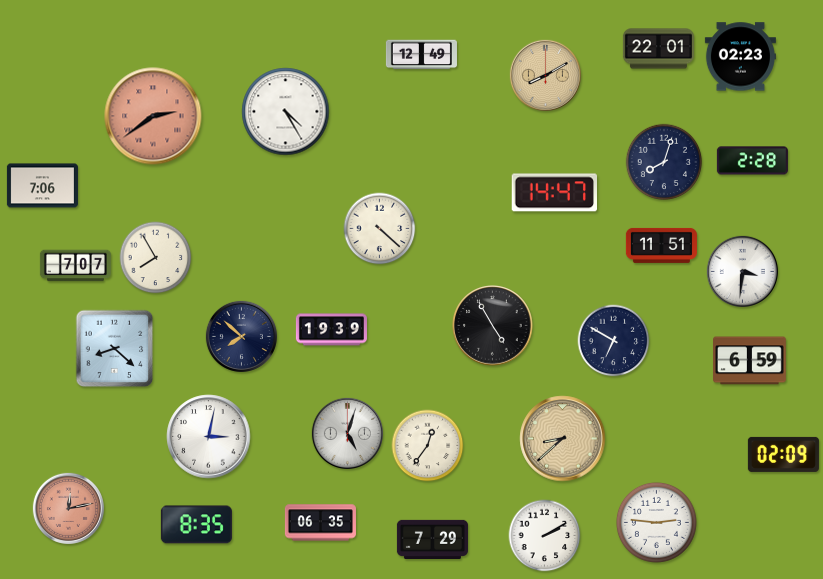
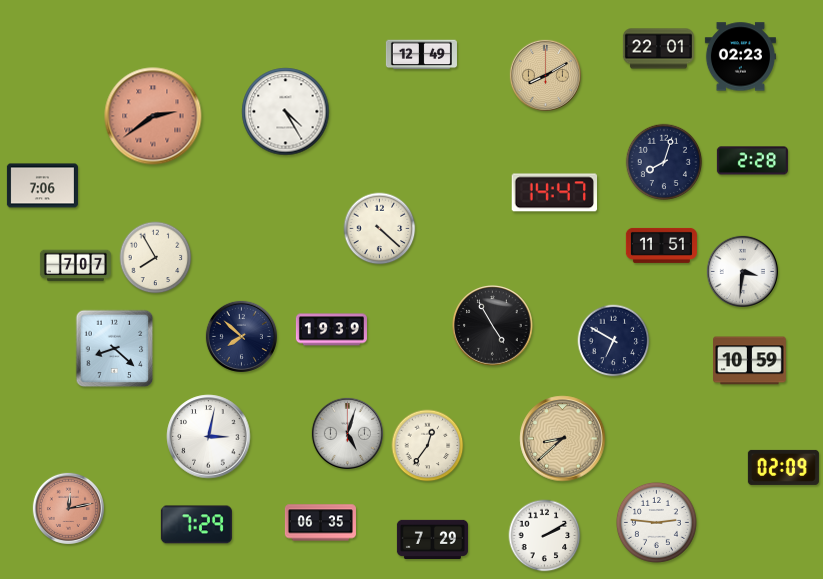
clock at (750, 361): 6:59 -> 10:59
clock at (783, 454) position: (783, 454) -> (783, 467)
clock at (196, 525): 8:35 -> 7:29
